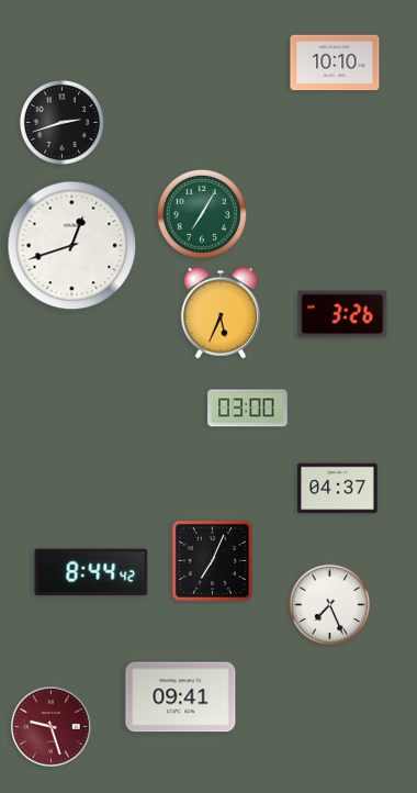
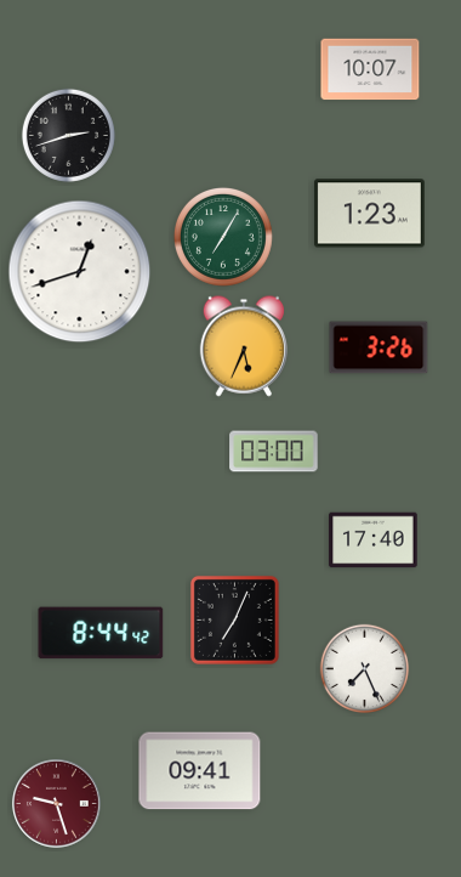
clock at (335, 63): 10:10 -> 10:07
clock at (369, 214): none -> 1:23
clock at (338, 489): 04:37 -> 17:40
